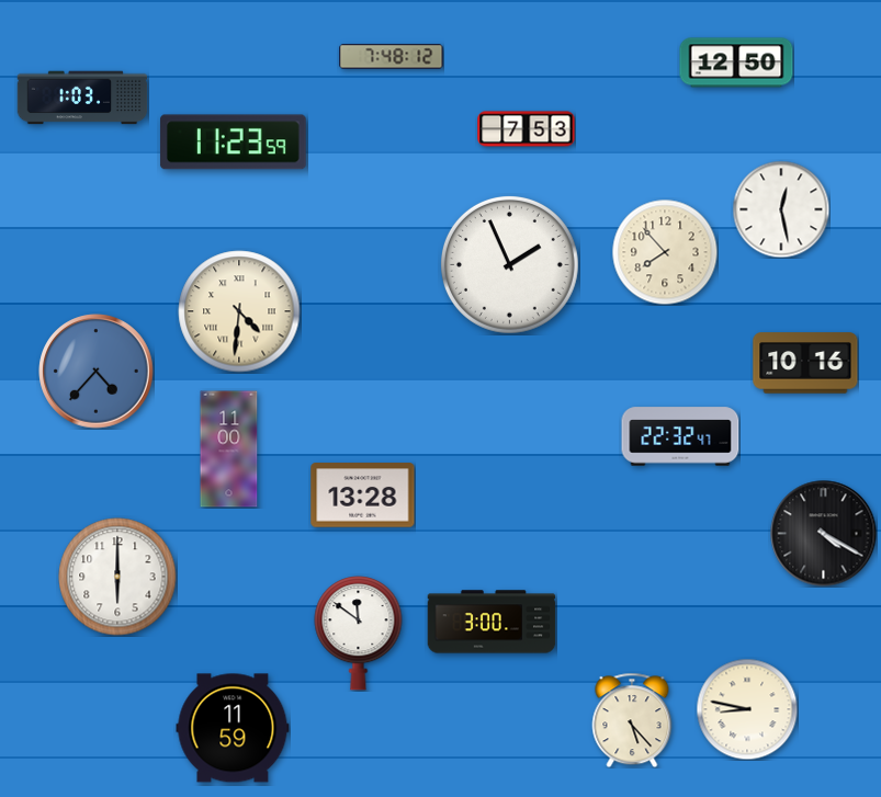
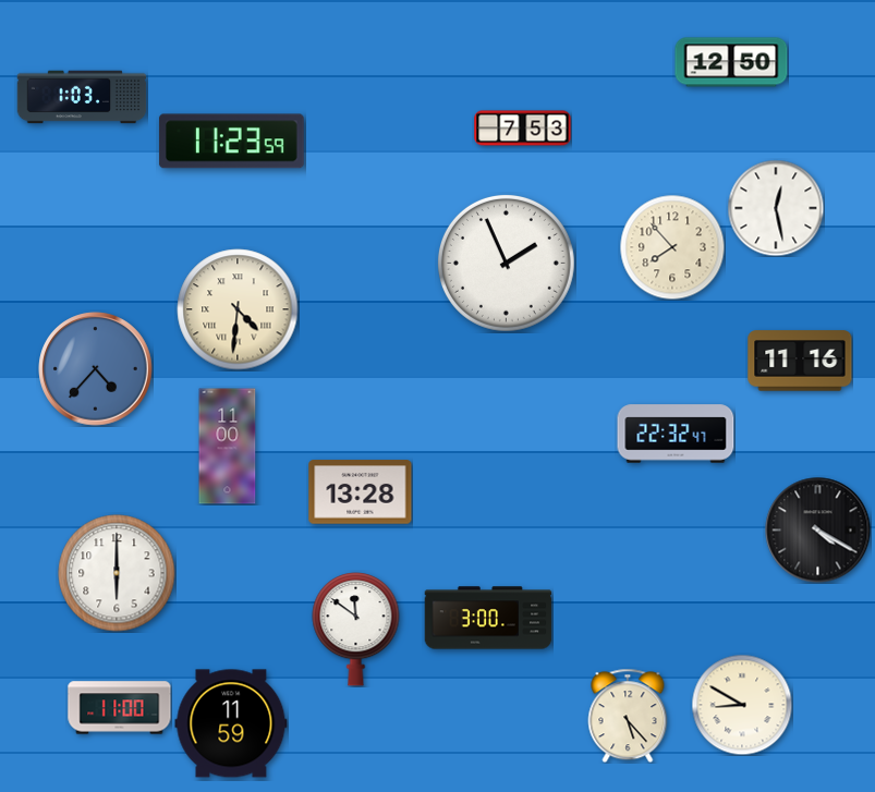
clock at (392, 57): 7:48 -> none
clock at (665, 252) position: (665, 252) -> (672, 247)
clock at (805, 363): 10:16 -> 11:16
clock at (747, 709): 8:47 -> 8:50
clock at (120, 708): none -> 11:00
